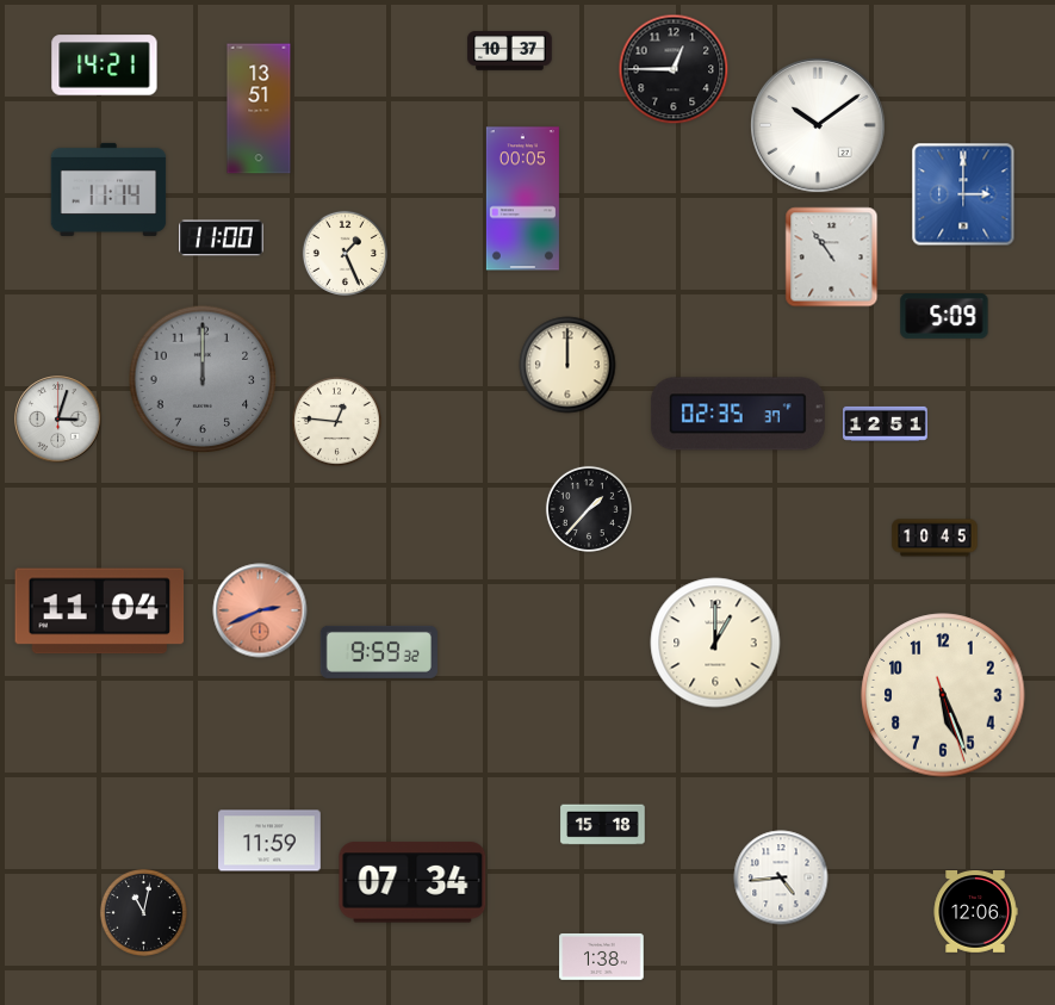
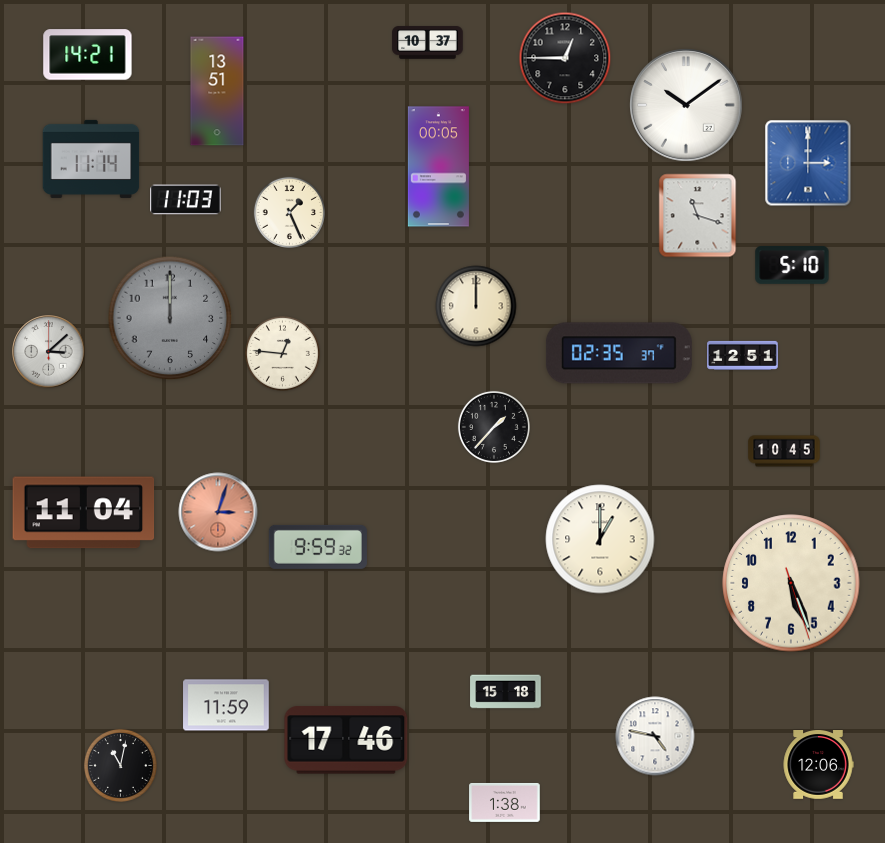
clock at (222, 238): 11:00 -> 11:03
clock at (832, 258): 10:54 -> 11:18
clock at (944, 317): 5:09 -> 5:10
clock at (738, 414) position: (738, 414) -> (619, 353)
clock at (58, 420): 3:03 -> 3:08
clock at (260, 610): 2:41 -> 3:03
clock at (781, 877): 4:44 -> 4:47
clock at (412, 882): 07:34 -> 17:46
